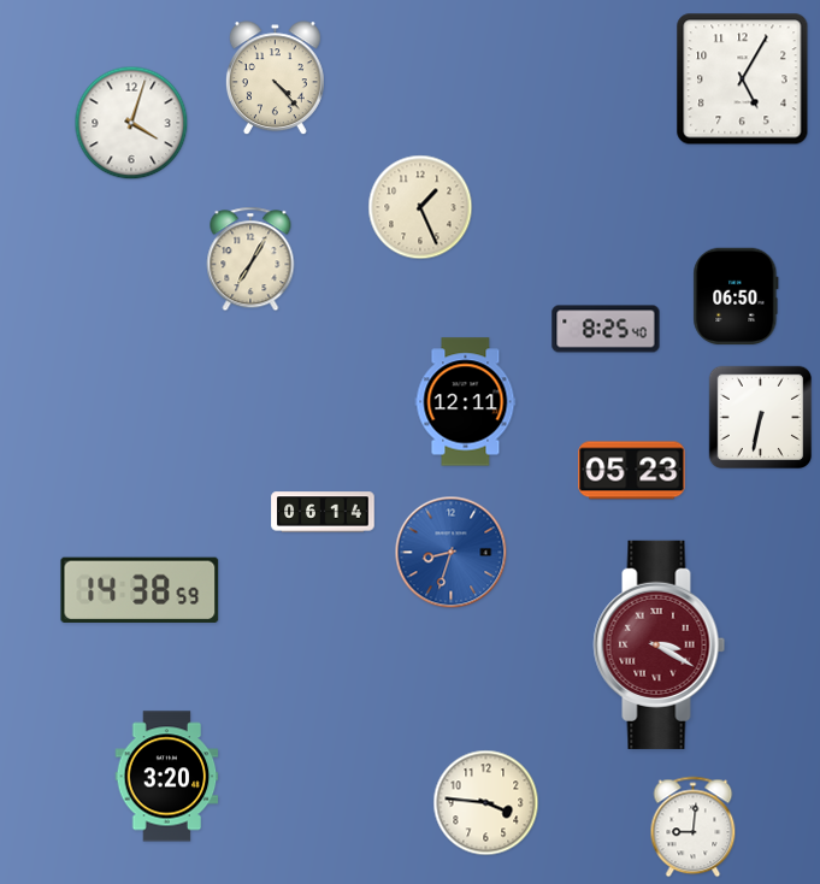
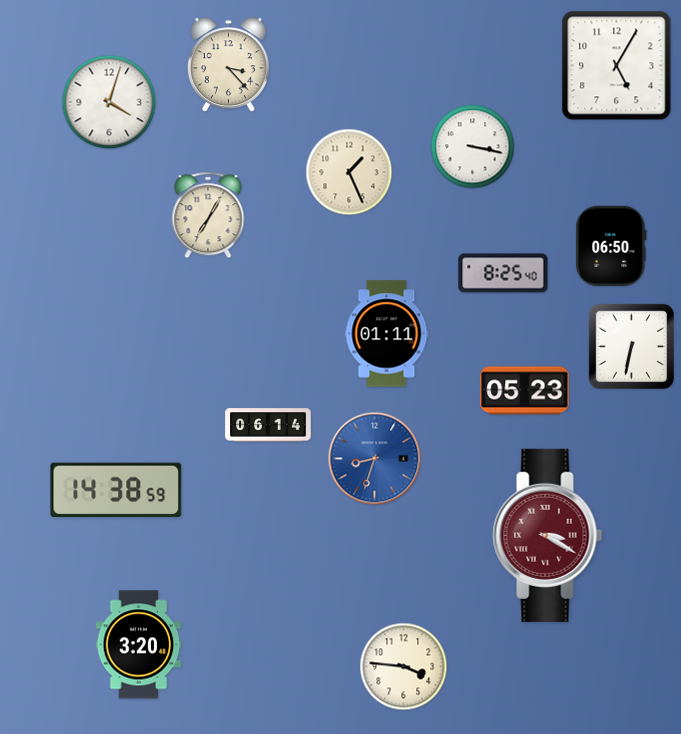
clock at (275, 78): 4:23 -> 3:23
clock at (473, 147): none -> 3:17
clock at (466, 402): 12:11 -> 01:11
clock at (694, 827): 9:01 -> none
